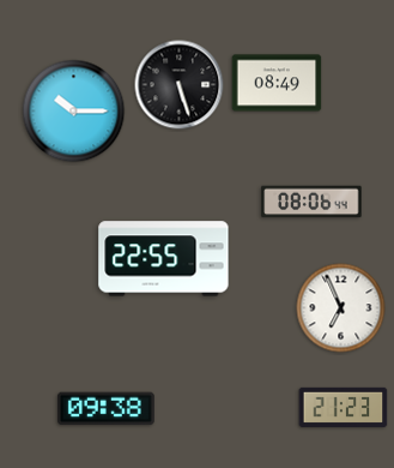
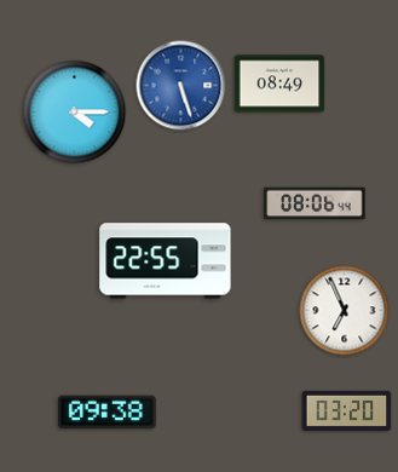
clock at (180, 85) dial: black -> blue
clock at (74, 112): 10:15 -> 4:15
clock at (344, 407): 21:23 -> 03:20
